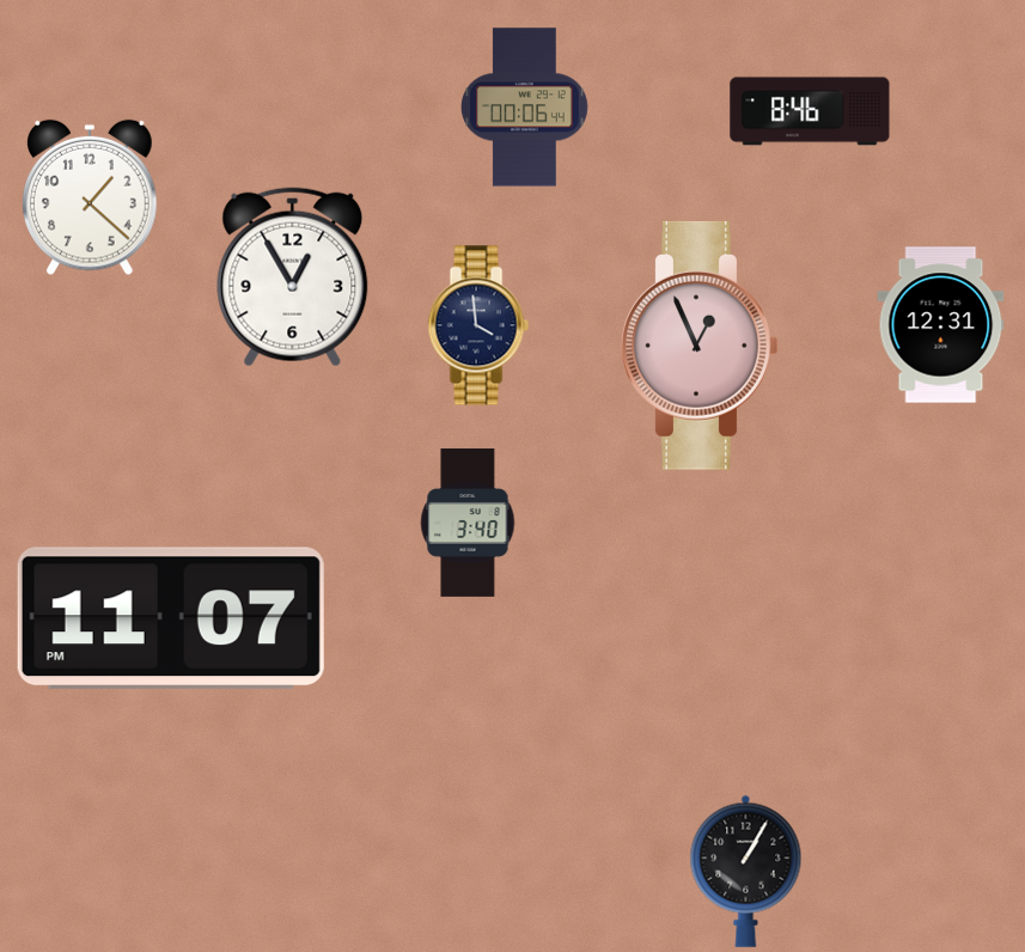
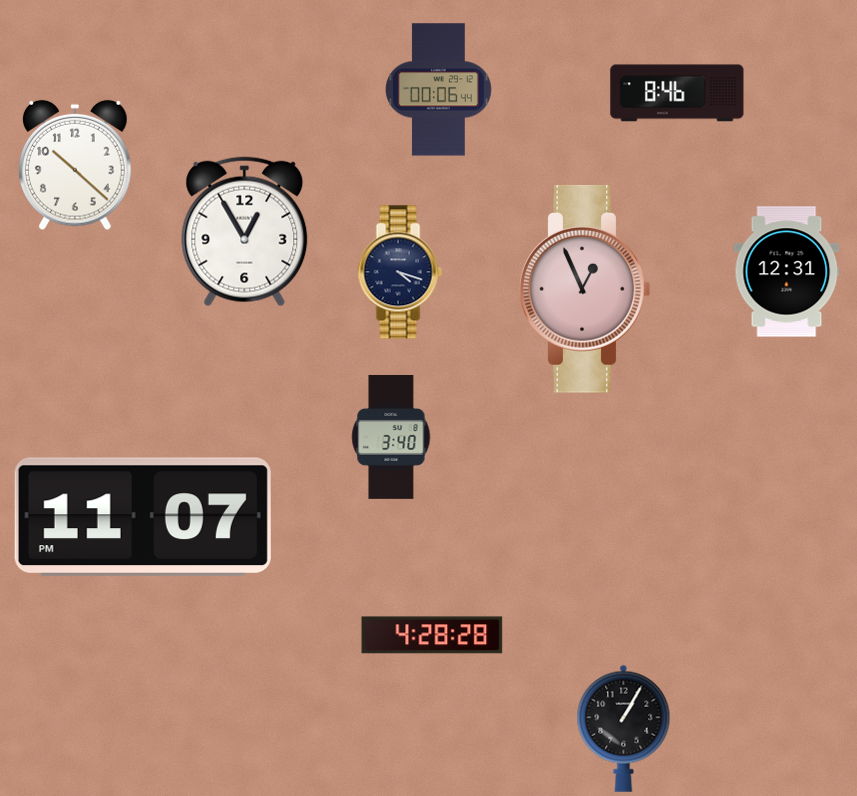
clock at (91, 197): 1:22 -> 10:22
clock at (478, 325): 3:59 -> 4:18
clock at (432, 635): none -> 4:28
